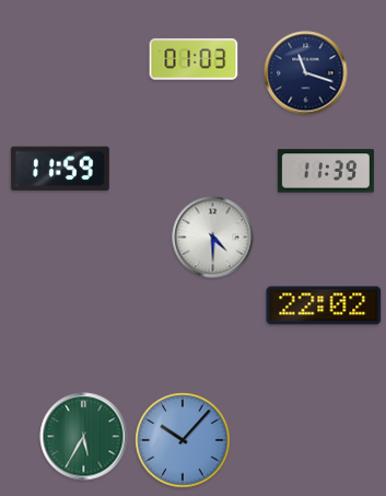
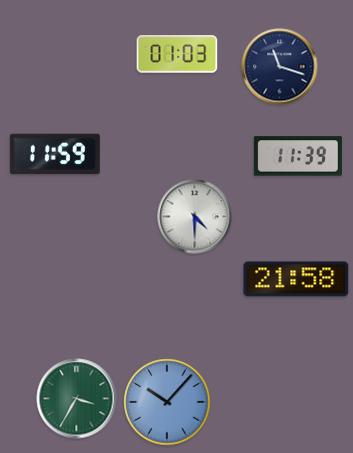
clock at (324, 305): 22:02 -> 21:58
clock at (84, 437): 5:35 -> 3:35
